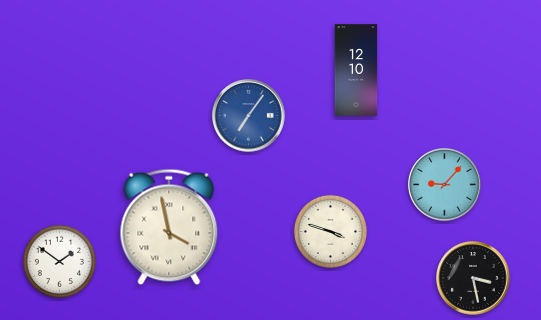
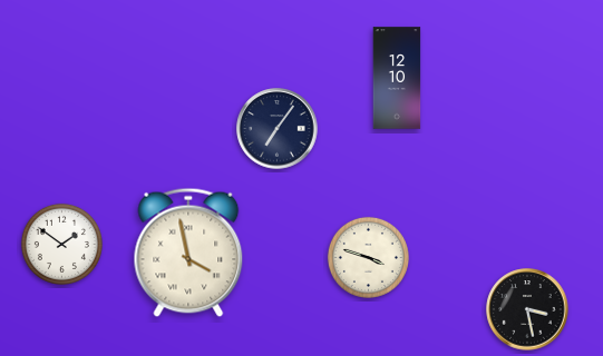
clock at (249, 116) dial: blue -> navy
clock at (445, 185): 9:07 -> none
clock at (59, 261) position: (59, 261) -> (61, 244)
